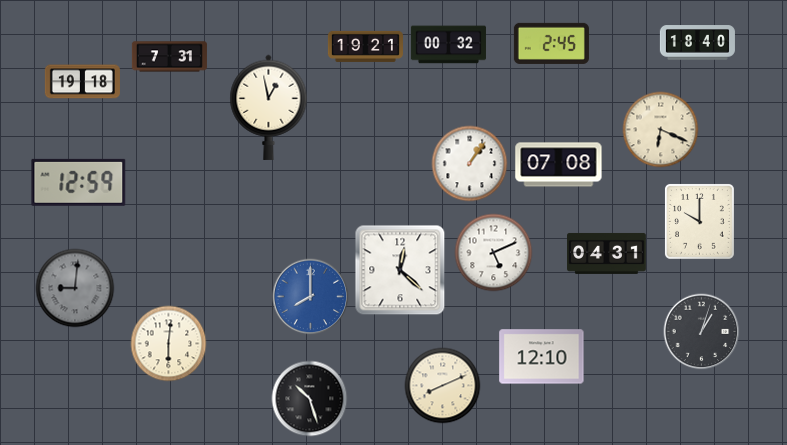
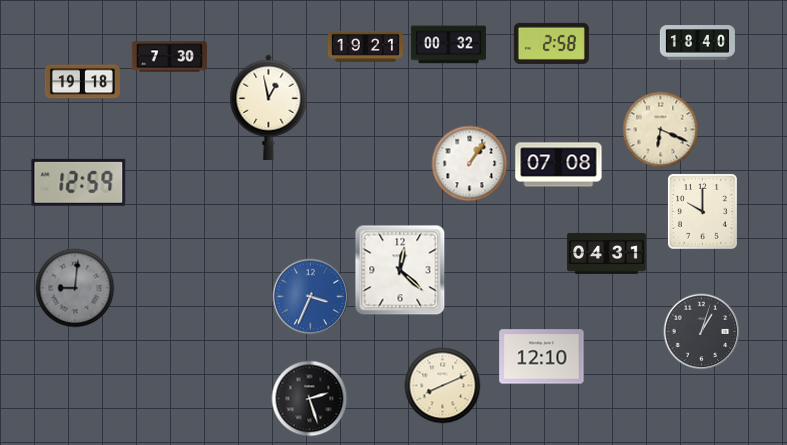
clock at (551, 43): 2:45 -> 2:58
clock at (169, 57): 7:31 -> 7:30
clock at (699, 221) position: (699, 221) -> (702, 211)
clock at (494, 253): 5:11 -> none
clock at (311, 297): 8:00 -> 3:34
clock at (169, 344): 6:01 -> none
clock at (310, 399): 10:27 -> 2:27
